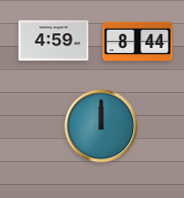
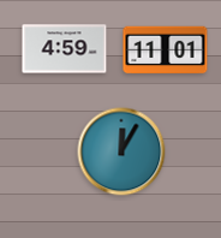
clock at (138, 42): 8:44 -> 11:01
clock at (101, 126): 12:00 -> 12:05
